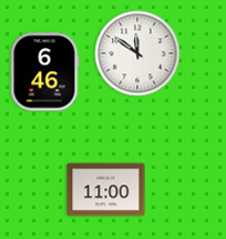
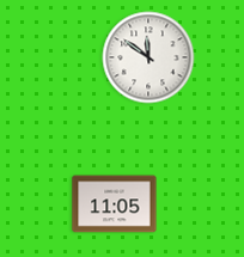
clock at (45, 72): 6:46 -> none
clock at (106, 190): 11:00 -> 11:05
